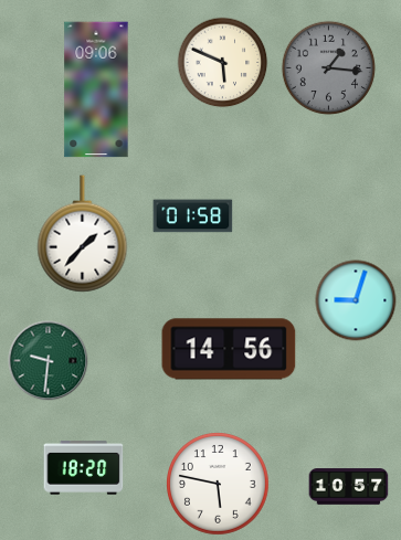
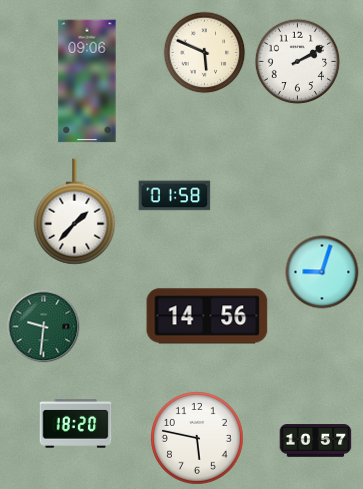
clock at (223, 63) position: (223, 63) -> (205, 53)
clock at (329, 68): 1:16 -> 2:10
clock at (329, 68) dial: grey -> white
